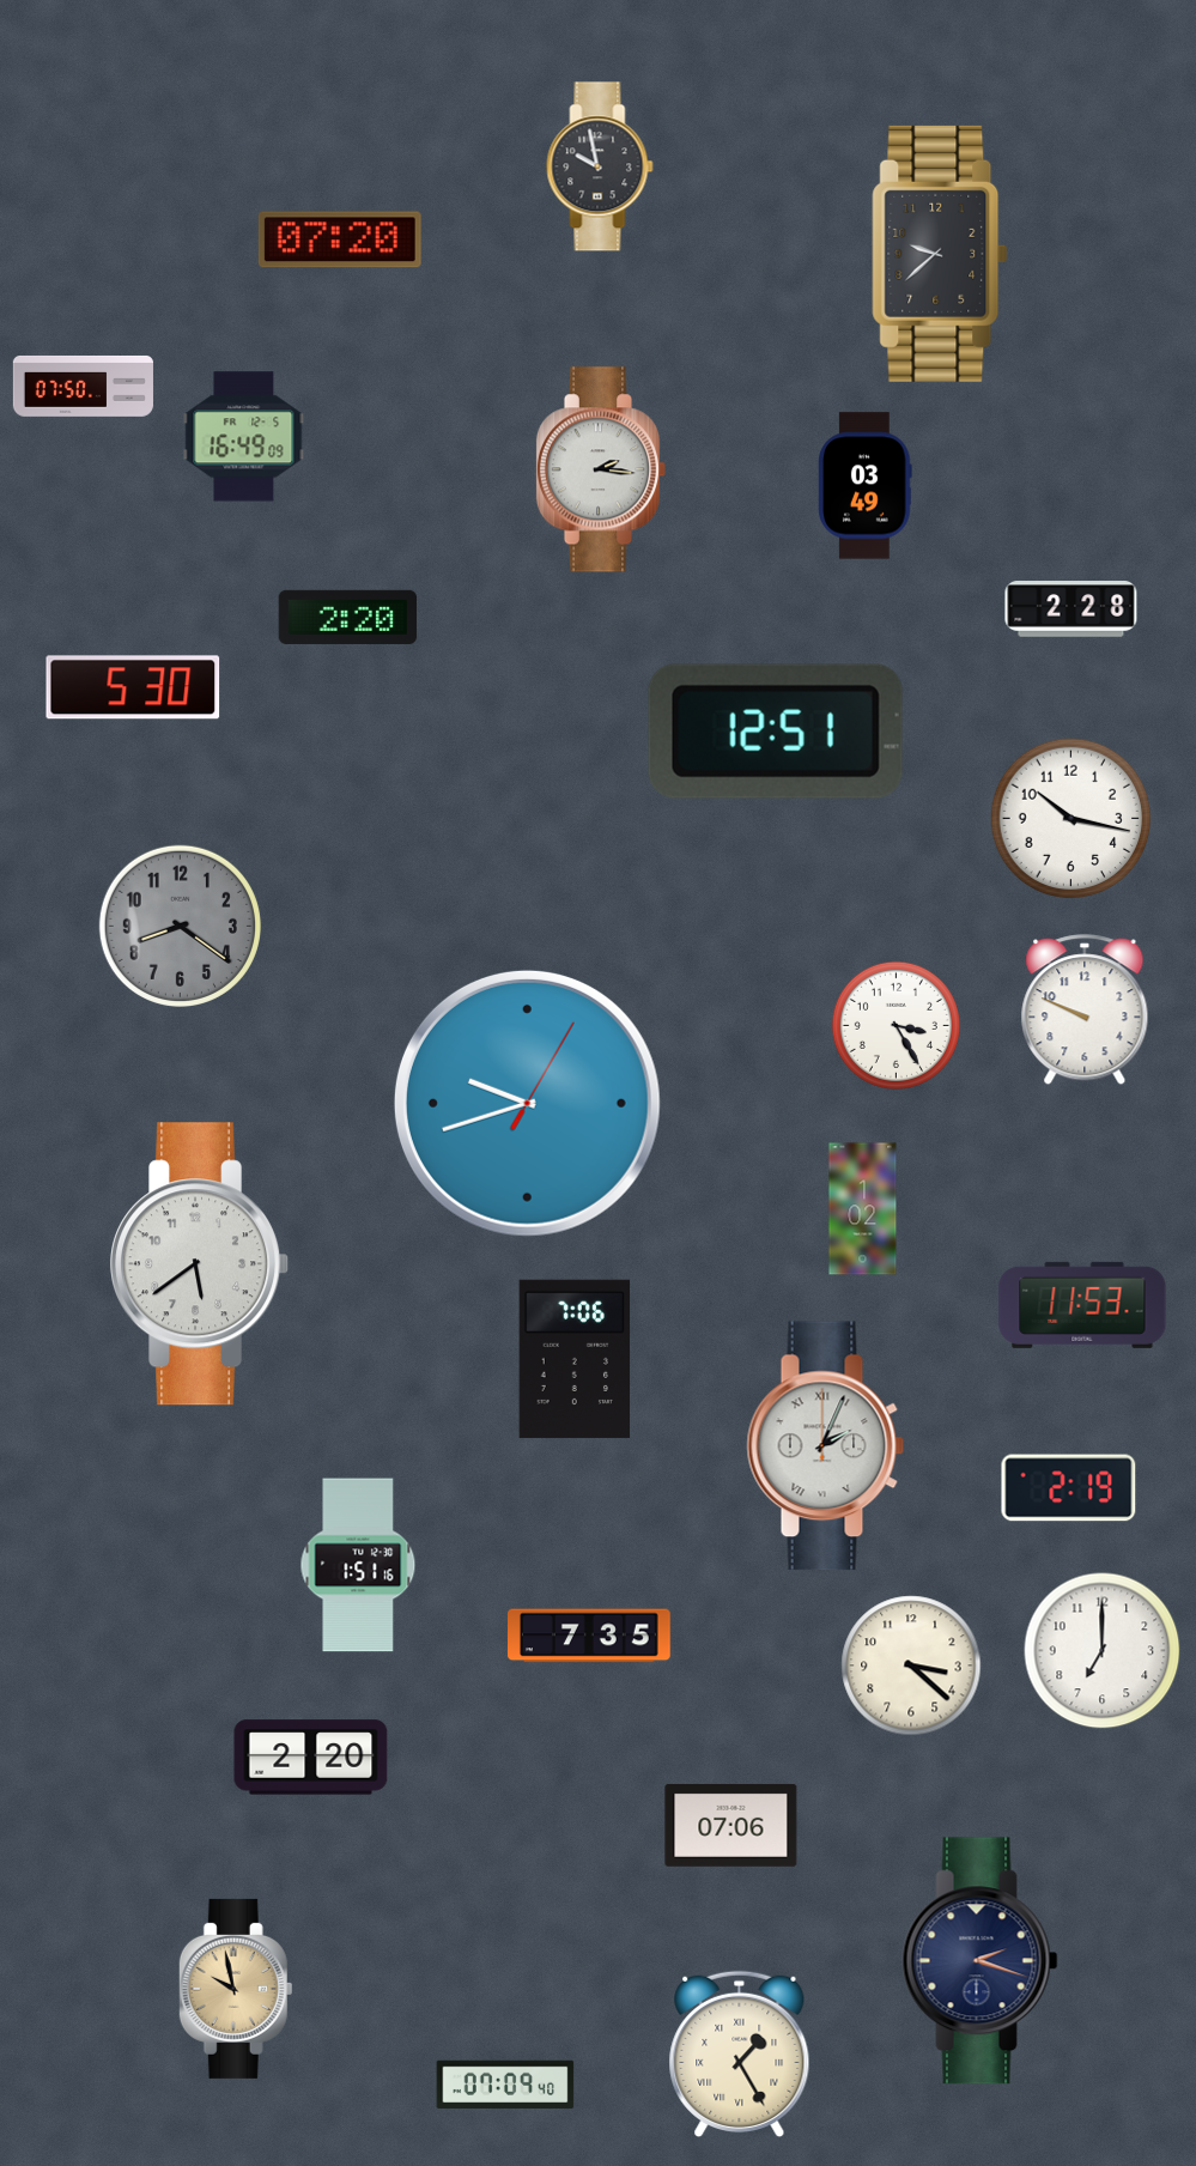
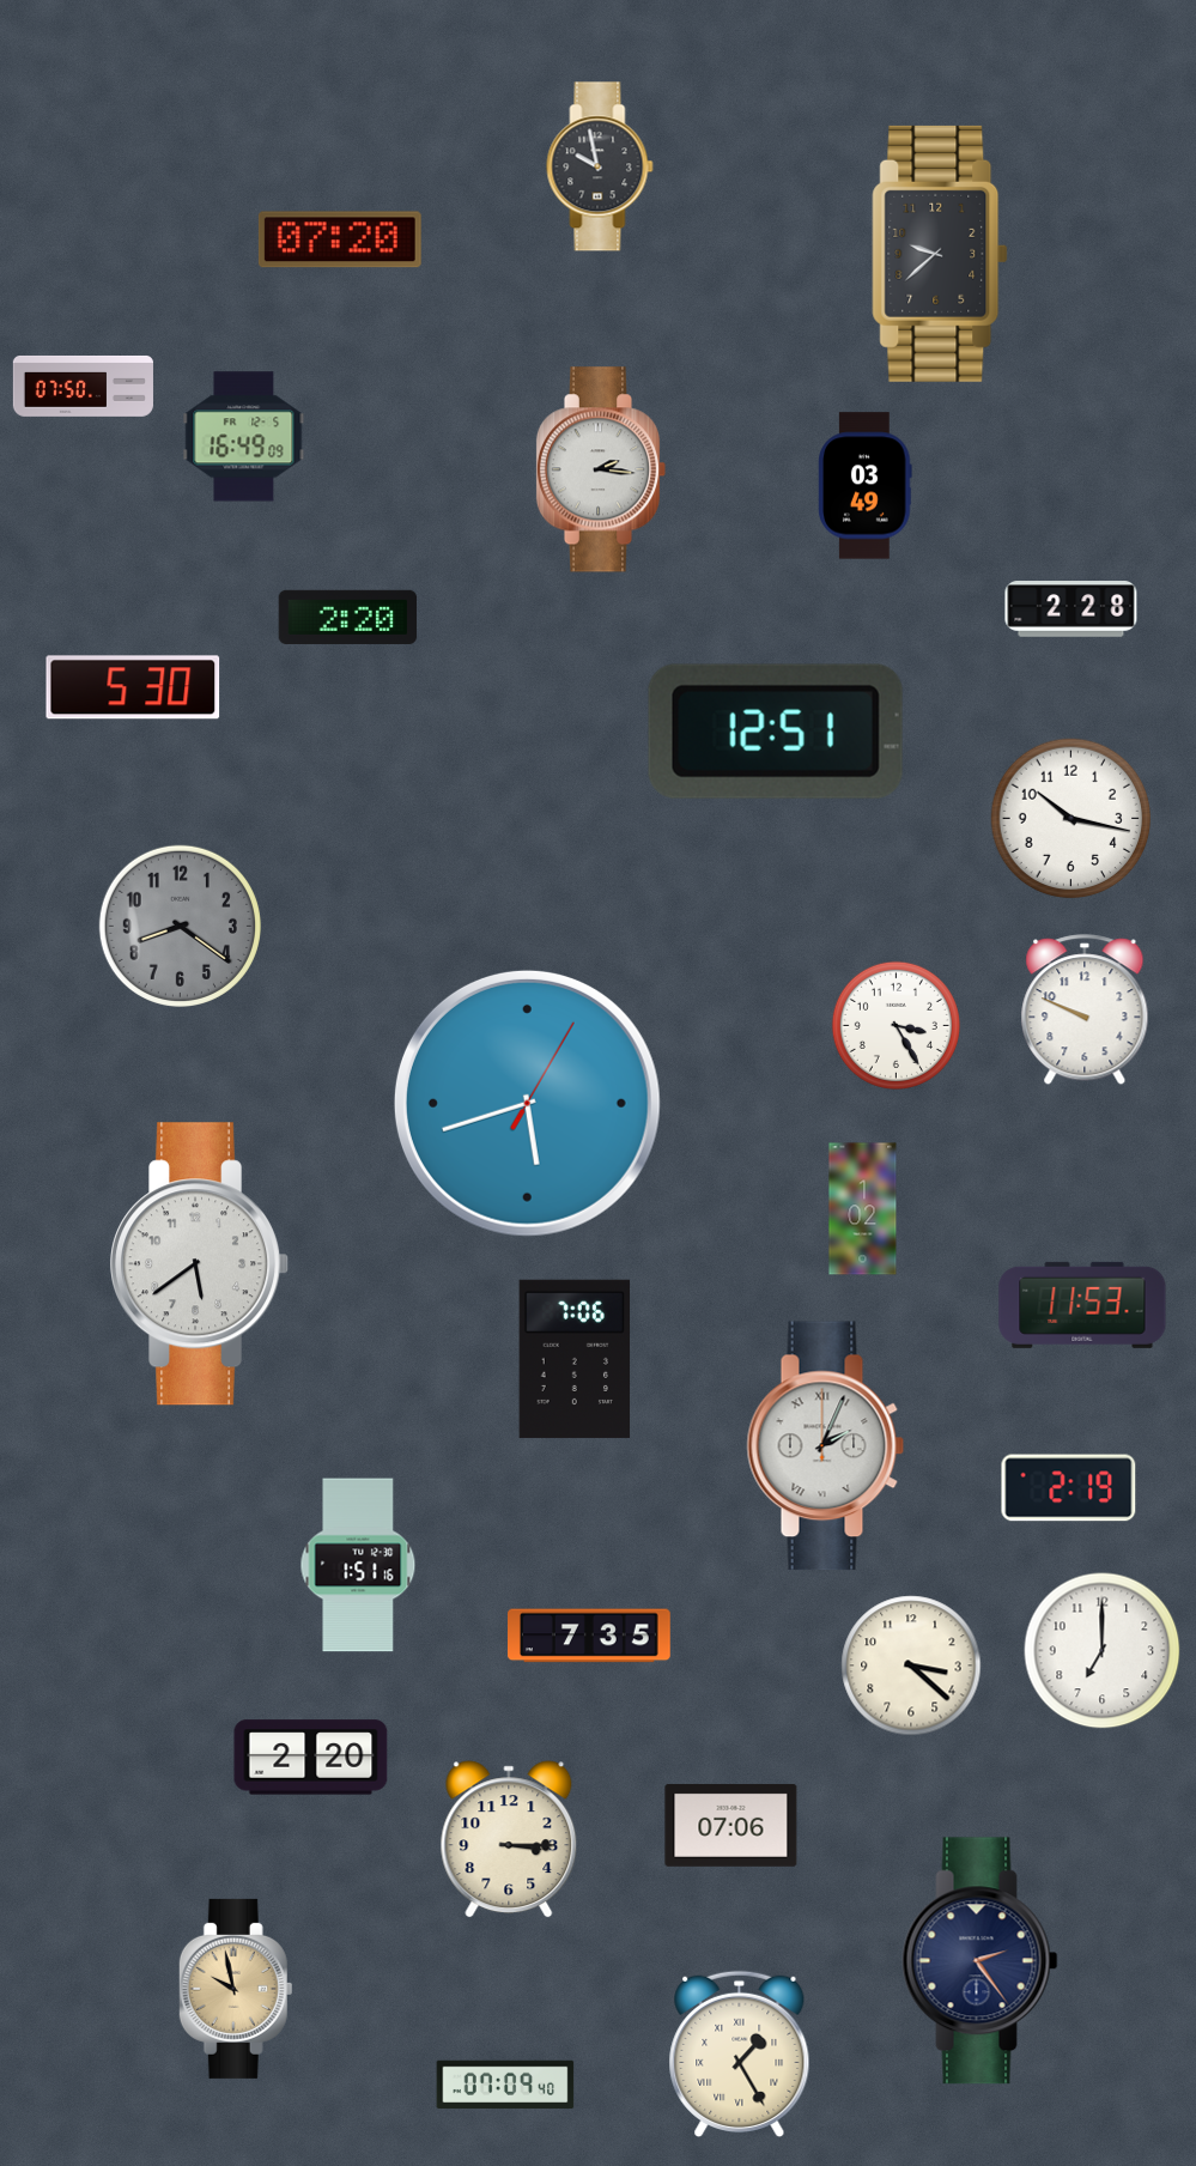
clock at (527, 1103): 9:42 -> 5:42
clock at (509, 1839): none -> 3:15
clock at (981, 1961): 2:18 -> 2:24
